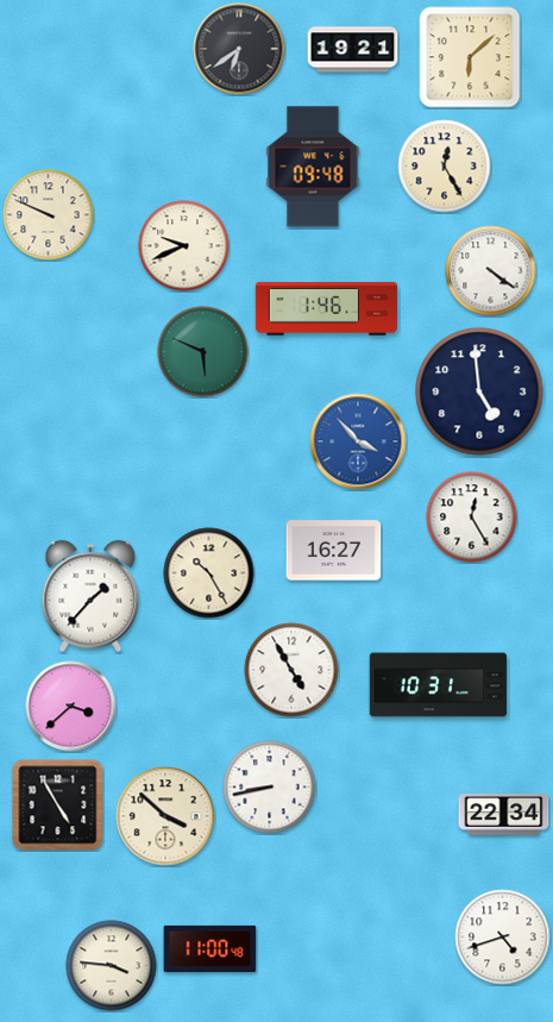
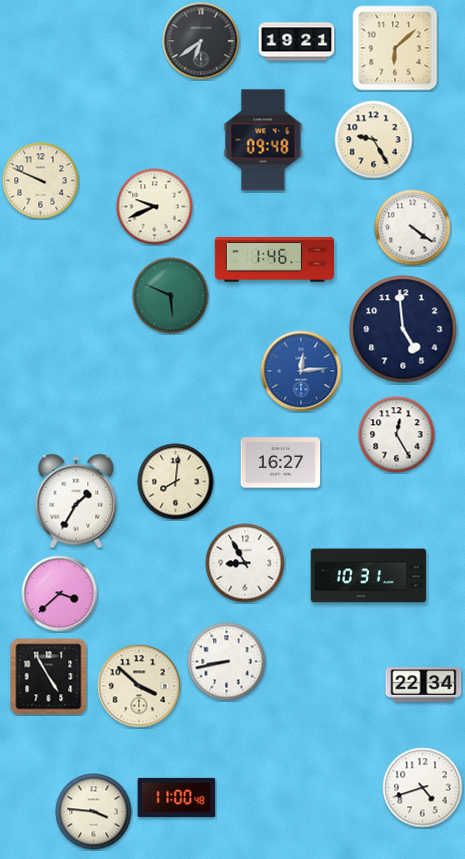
clock at (445, 167): 12:25 -> 9:25
clock at (358, 441): 3:53 -> 12:14
clock at (209, 573): 10:25 -> 8:01
clock at (90, 596): 1:37 -> 1:35
clock at (291, 670): 4:55 -> 8:55
